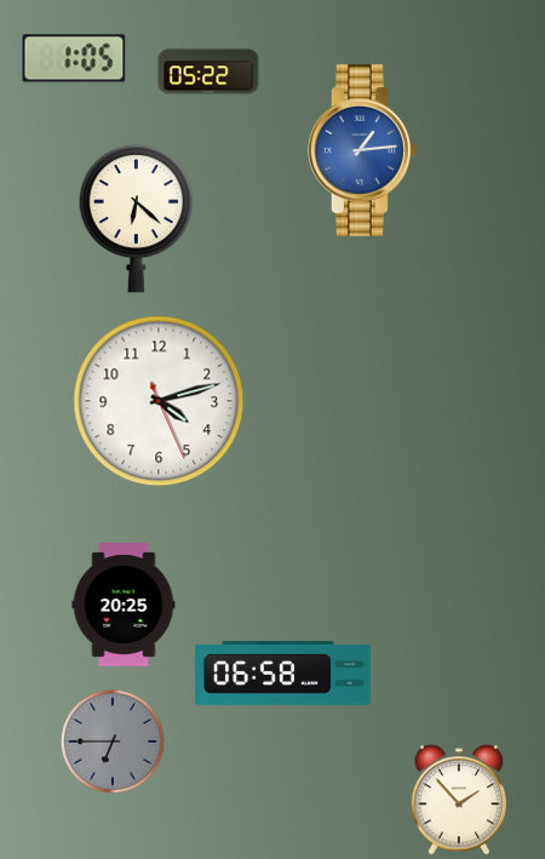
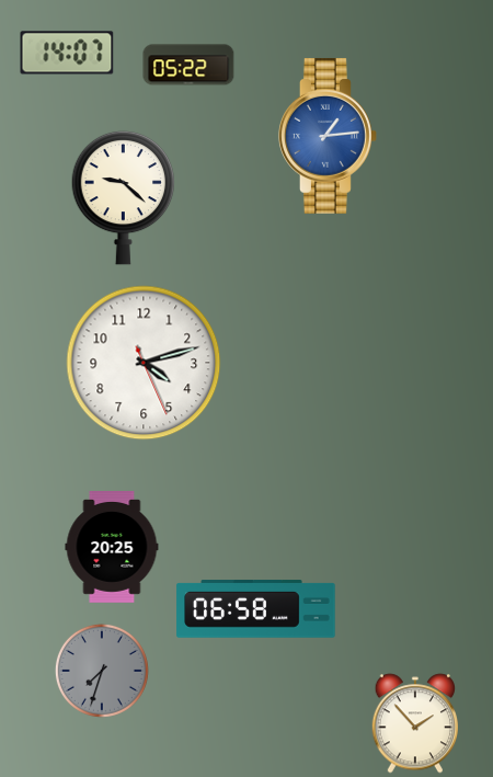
clock at (74, 58): 1:05 -> 14:07
clock at (137, 218): 6:22 -> 9:22
clock at (113, 741): 6:45 -> 7:33
